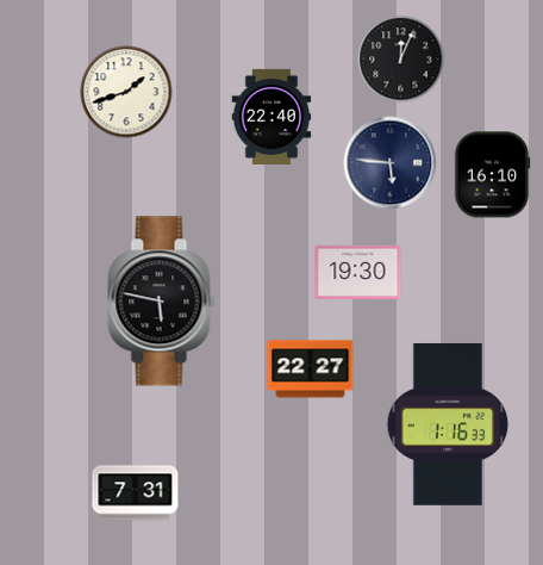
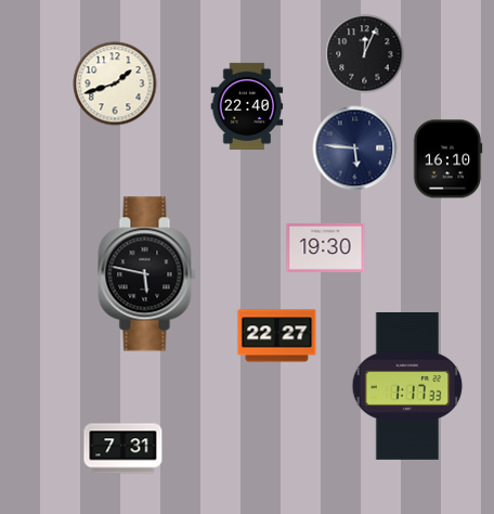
clock at (311, 370) position: (311, 370) -> (277, 336)
clock at (448, 424): 1:16 -> 1:17
